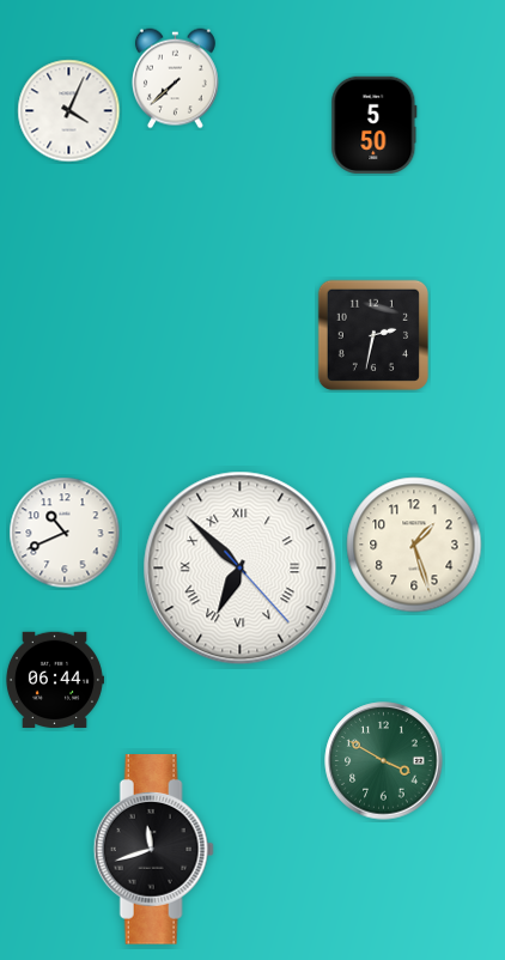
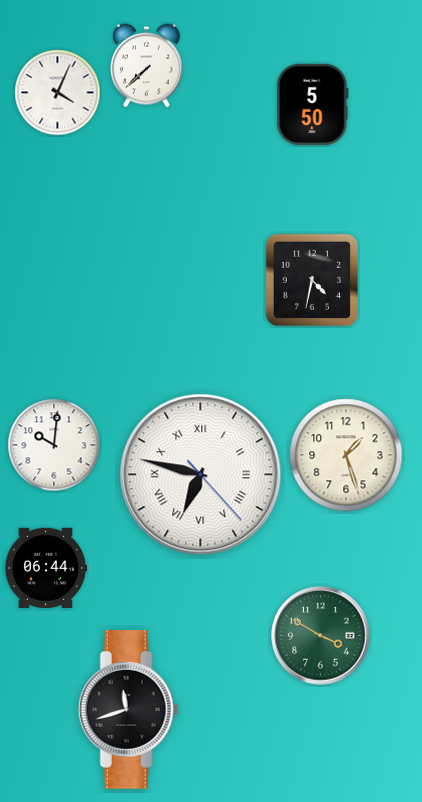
clock at (373, 335): 2:32 -> 4:32
clock at (65, 533): 10:41 -> 10:01
clock at (241, 569): 6:52 -> 6:47
